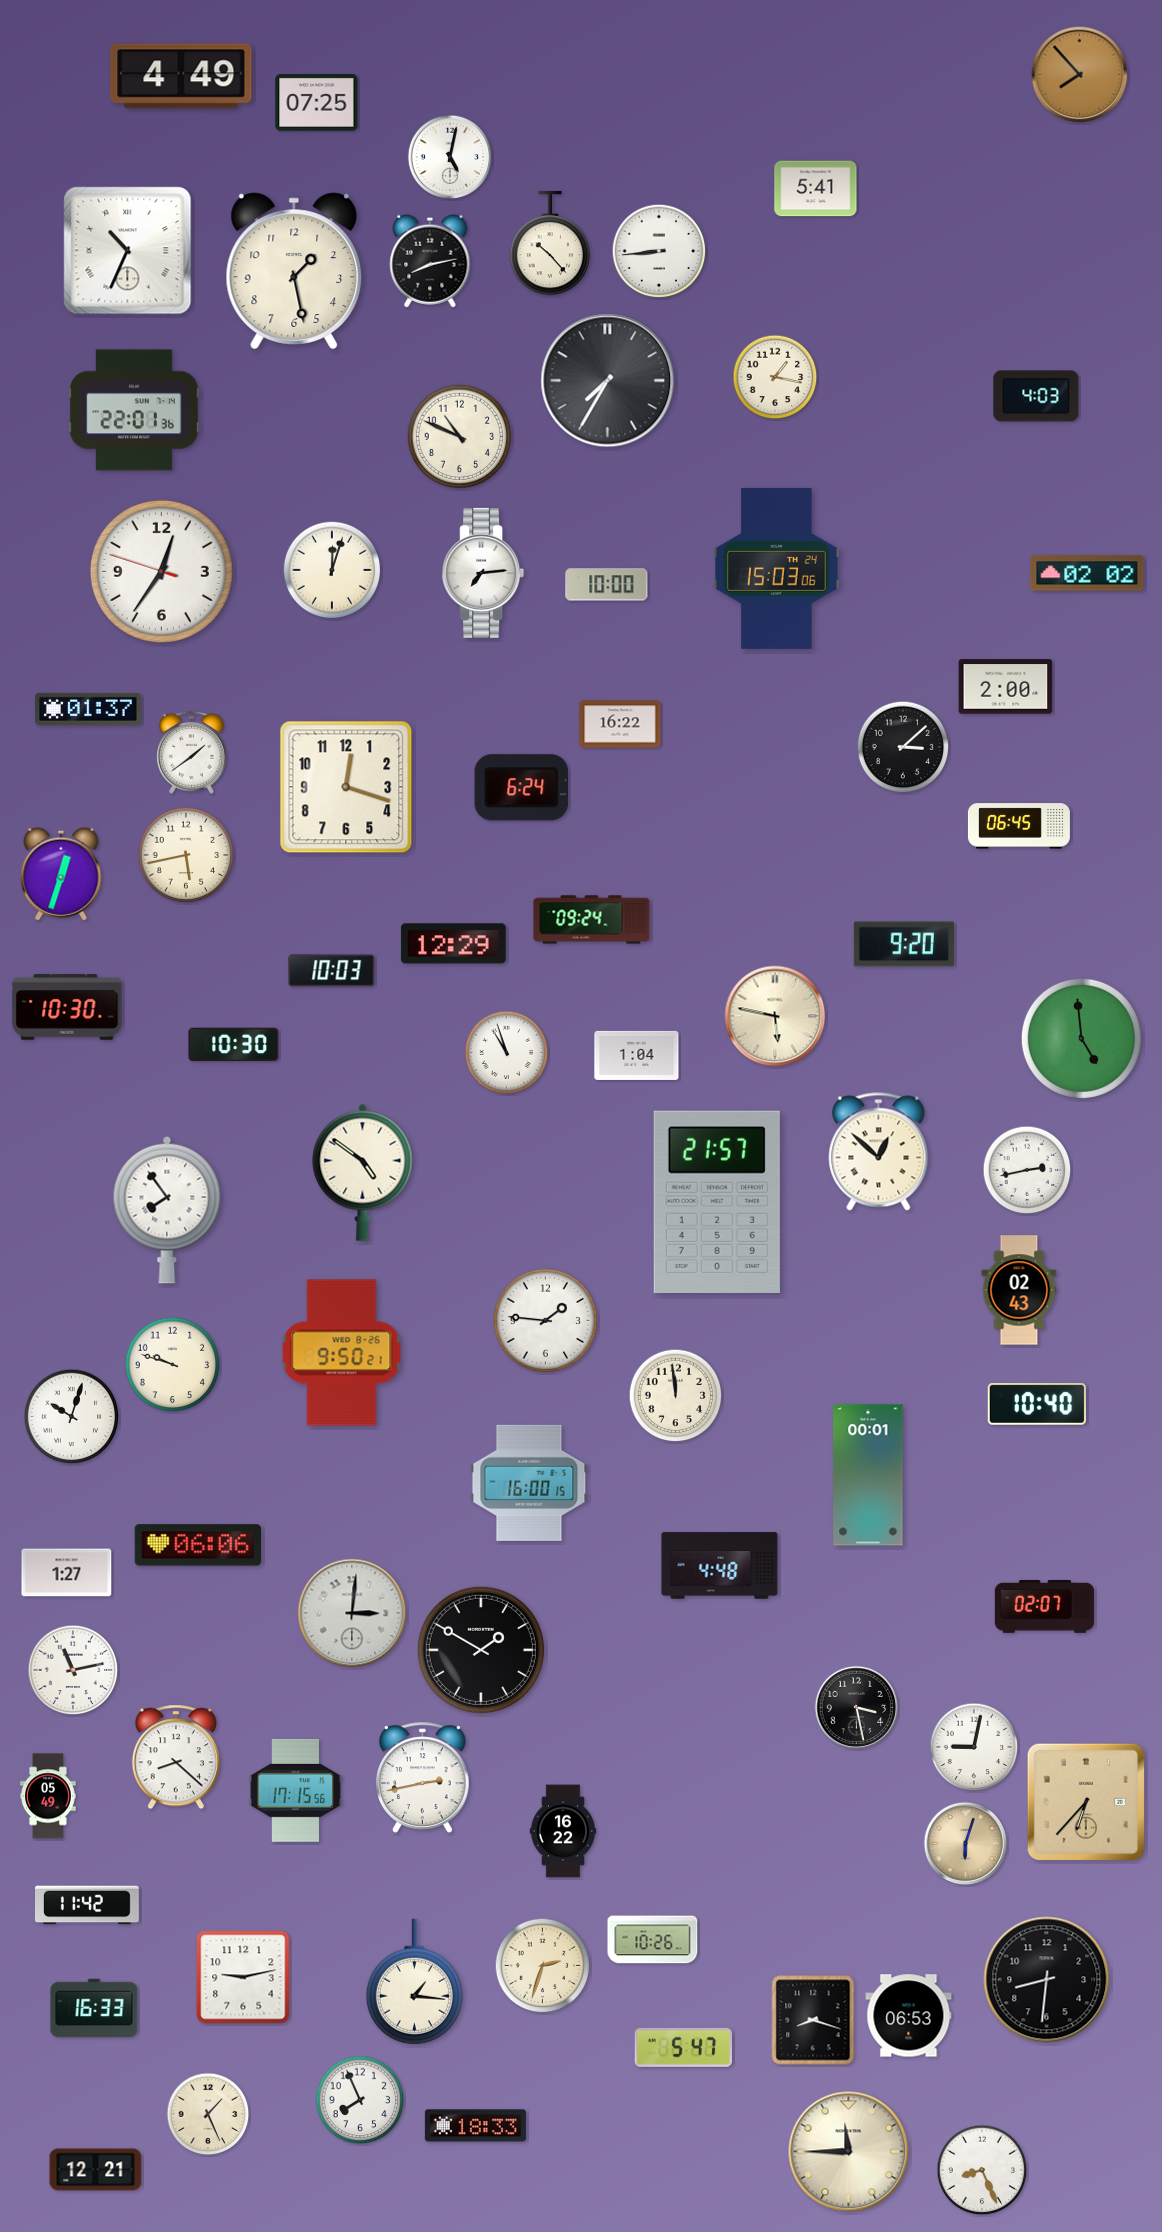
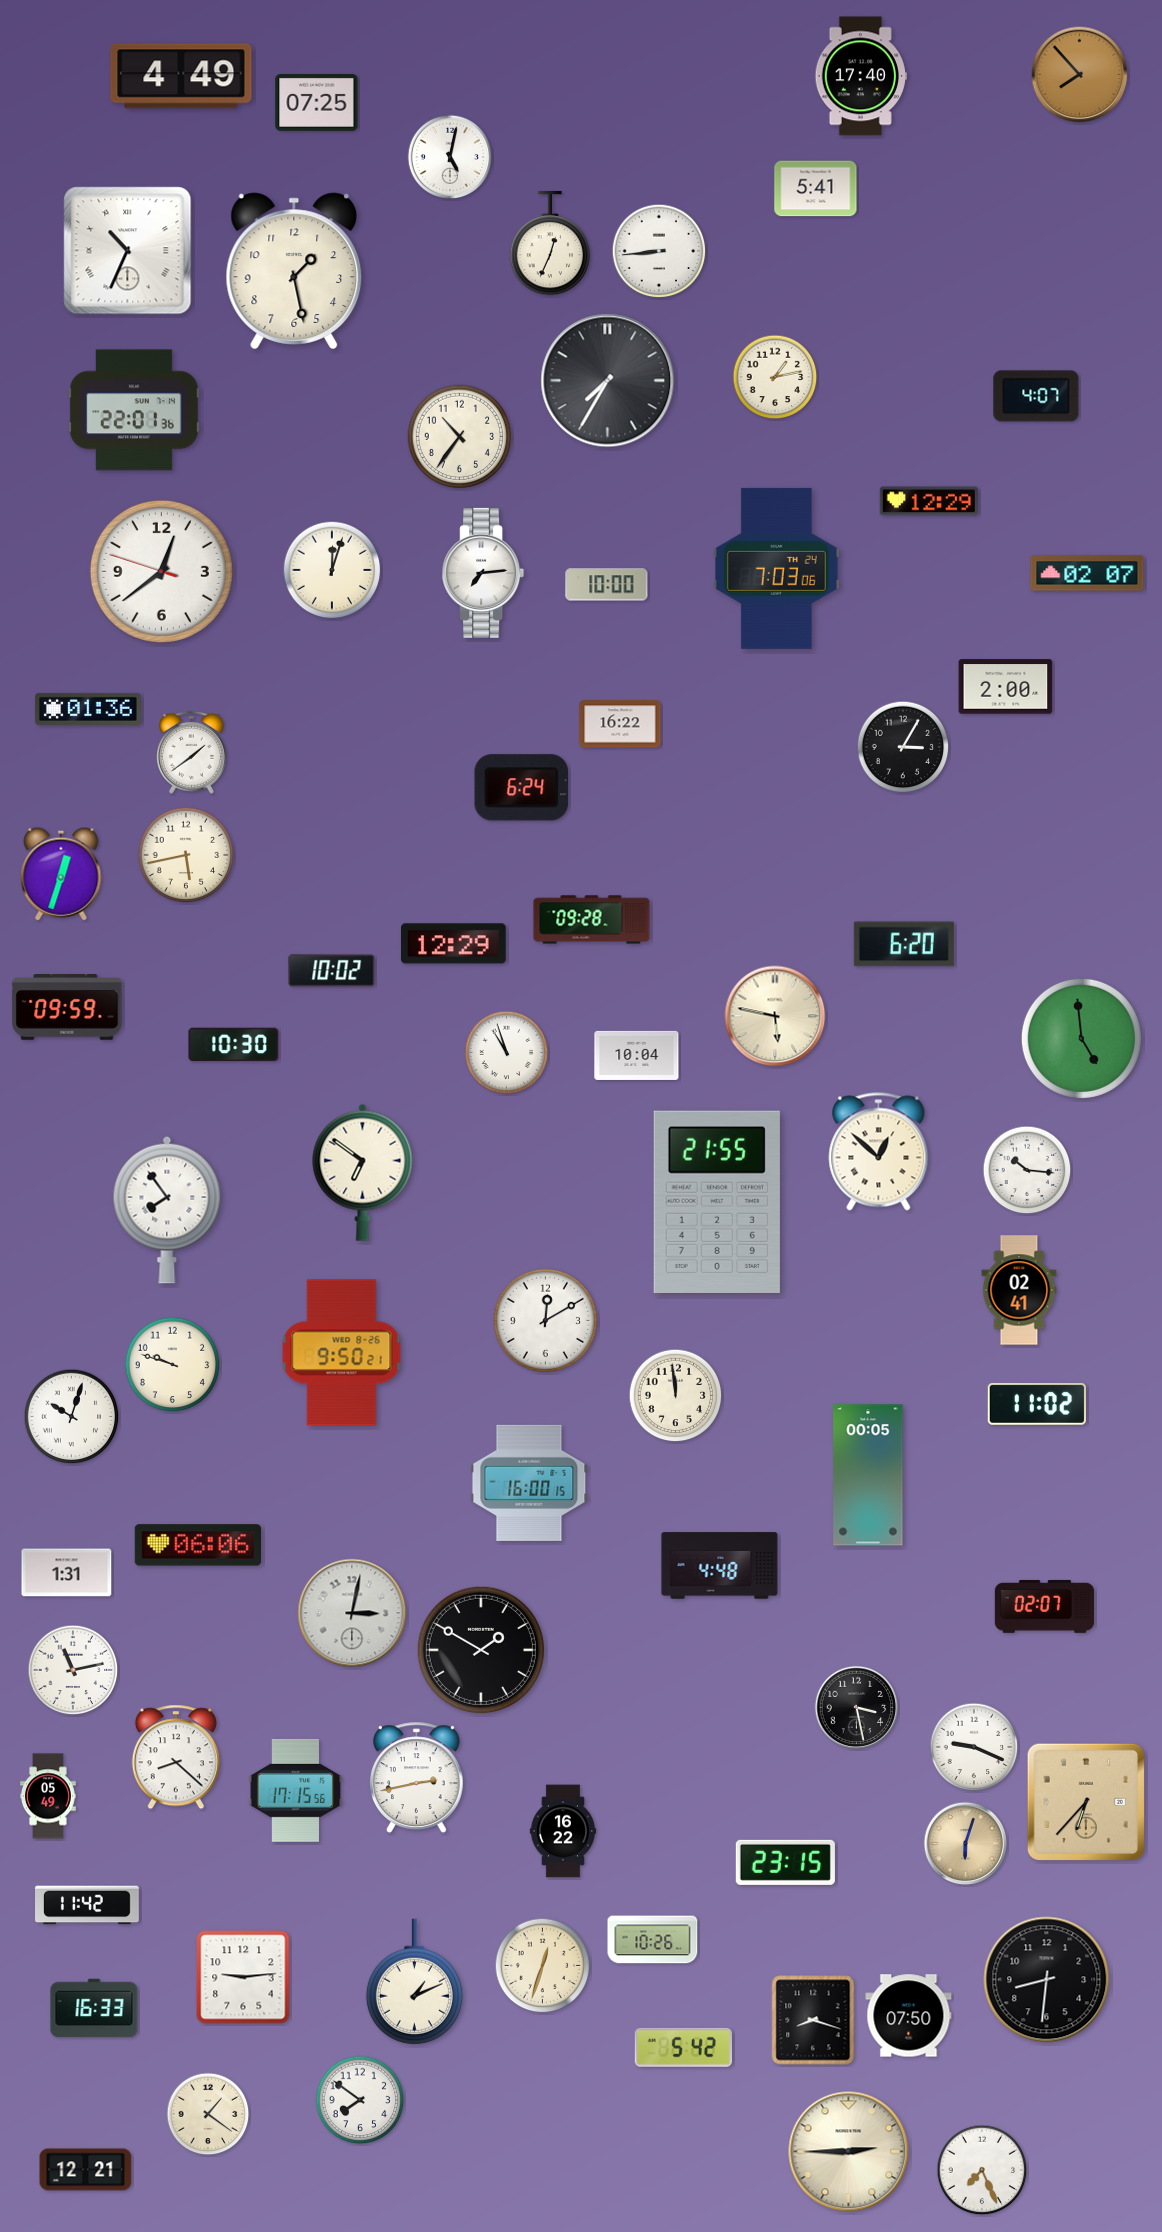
clock at (861, 76): none -> 17:40
clock at (549, 243): 10:23 -> 12:34
clock at (430, 261): 8:13 -> none
clock at (775, 377): 1:17 -> 1:13
clock at (1036, 396): 4:03 -> 4:07
clock at (460, 437): 10:49 -> 10:36
clock at (929, 501): none -> 12:29
clock at (777, 568): 15:03 -> 7:03
clock at (161, 571): 12:35 -> 12:38
clock at (1087, 573): 02:02 -> 02:07
clock at (88, 709): 01:37 -> 01:36
clock at (903, 747): 3:08 -> 3:05
clock at (346, 787): 12:18 -> none
clock at (1019, 826): 06:45 -> none
clock at (592, 920): 09:24 -> 09:28
clock at (904, 944): 9:20 -> 6:20
clock at (332, 971): 10:03 -> 10:02
clock at (67, 1007): 10:30 -> 09:59
clock at (637, 1055): 1:04 -> 10:04
clock at (1027, 1170): 2:43 -> 10:16
clock at (363, 1172): 4:51 -> 6:51
clock at (717, 1202): 21:57 -> 21:55
clock at (1019, 1290): 02:43 -> 02:41
clock at (546, 1321): 1:46 -> 12:10
clock at (1037, 1404): 10:40 -> 11:02
clock at (868, 1475): 00:01 -> 00:05
clock at (67, 1573): 1:27 -> 1:31
clock at (352, 1613): 3:01 -> 3:02
clock at (974, 1747): 9:02 -> 9:19
clock at (423, 1777) position: (423, 1777) -> (417, 1777)
clock at (785, 1862): none -> 23:15
clock at (543, 1966): 2:33 -> 12:33
clock at (243, 1977): 9:13 -> 9:14
clock at (414, 1982): 1:16 -> 1:11
clock at (909, 2016): 06:53 -> 07:50
clock at (683, 2047): 5:47 -> 5:42
clock at (360, 2100): 7:56 -> 7:51
clock at (208, 2114): 1:26 -> 1:21
clock at (475, 2126): 18:33 -> none
clock at (849, 2152): 11:45 -> 2:45
clock at (96, 2170) position: (96, 2170) -> (86, 2170)
clock at (982, 2170): 8:26 -> 7:26
